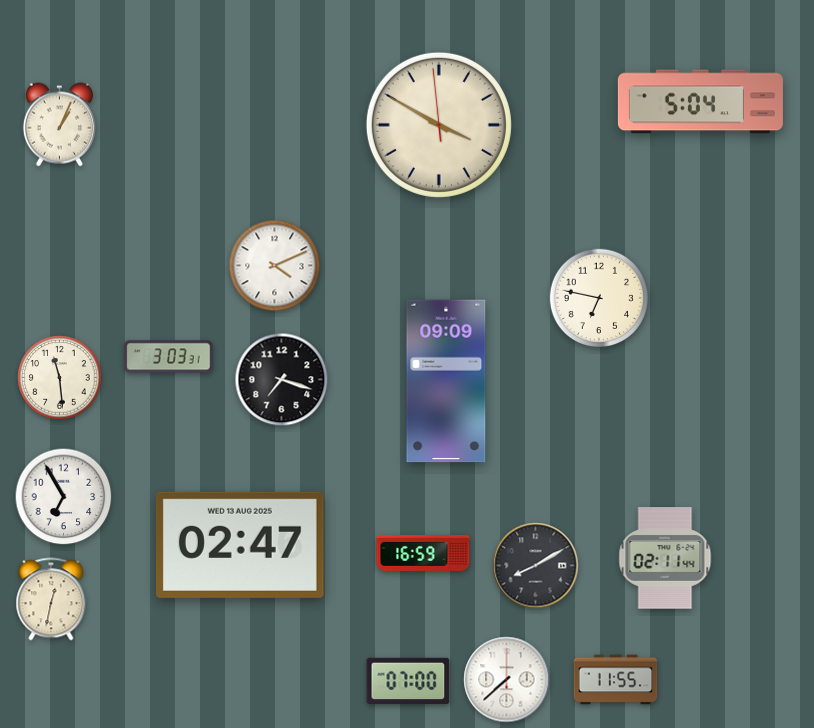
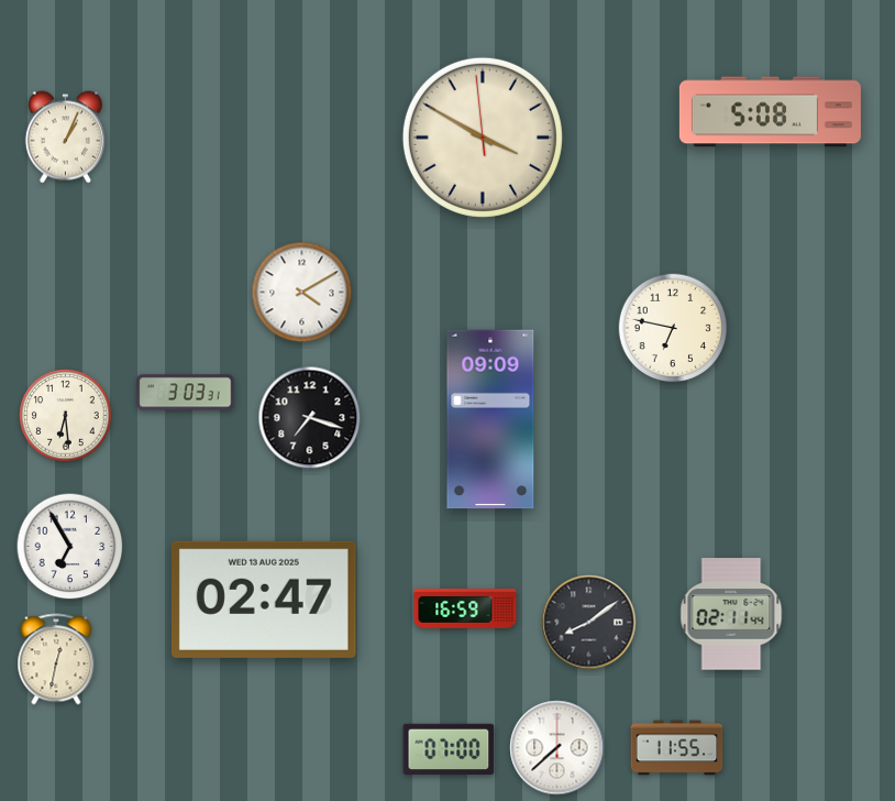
clock at (700, 102): 5:04 -> 5:08
clock at (275, 266): 4:11 -> 4:10
clock at (599, 298) position: (599, 298) -> (673, 328)
clock at (60, 378): 11:29 -> 6:29
clock at (536, 566): 8:10 -> 8:09
